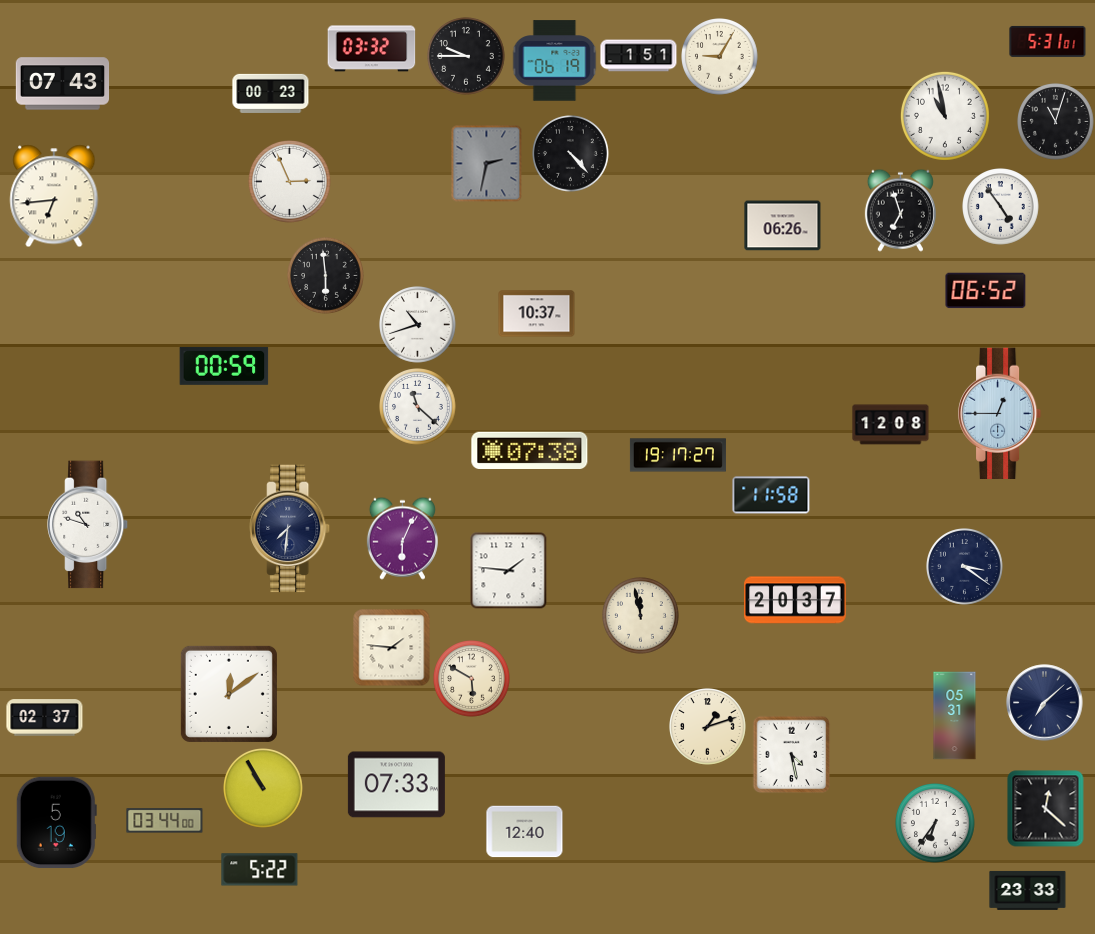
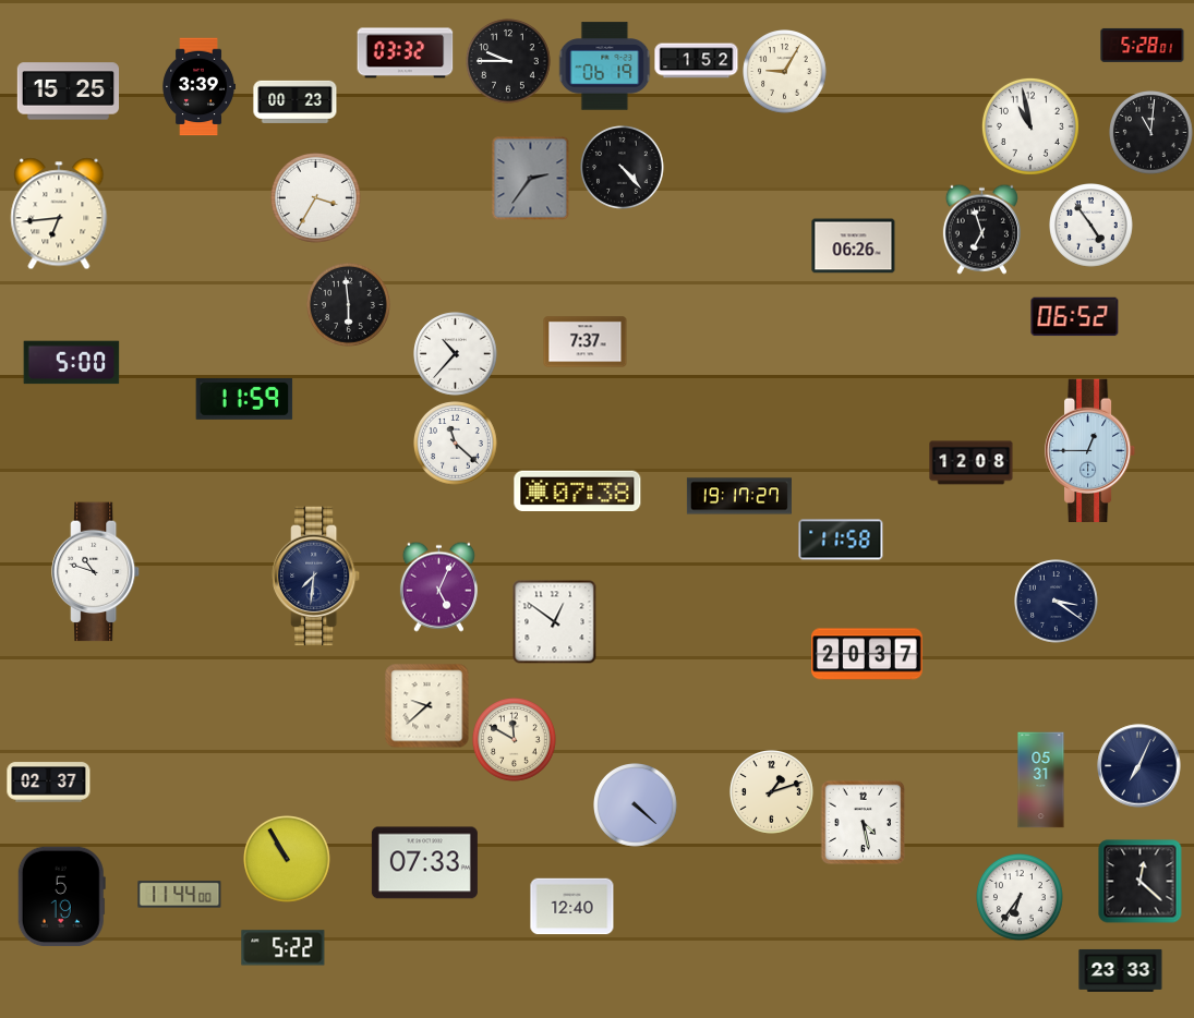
clock at (1048, 41): 5:31 -> 5:28
clock at (639, 56): 1:51 -> 1:52
clock at (720, 57) position: (720, 57) -> (785, 72)
clock at (198, 87): none -> 3:39
clock at (63, 84): 07:43 -> 15:25
clock at (1056, 122): 11:03 -> 11:01
clock at (487, 163): 2:32 -> 2:36
clock at (289, 181): 2:56 -> 3:35
clock at (326, 276) position: (326, 276) -> (349, 305)
clock at (537, 314): 10:37 -> 7:37
clock at (418, 325): 10:42 -> 10:37
clock at (72, 363): none -> 5:00
clock at (224, 366): 00:59 -> 11:59
clock at (402, 538): 6:04 -> 5:04
clock at (965, 567) position: (965, 567) -> (1057, 602)
clock at (508, 570): 1:46 -> 12:51
clock at (641, 616): 11:58 -> none
clock at (392, 648): 1:46 -> 9:38
clock at (472, 679): 5:50 -> 11:50
clock at (229, 694): 12:09 -> none
clock at (1045, 703): 7:08 -> 7:04
clock at (636, 805): none -> 4:22
clock at (396, 785) position: (396, 785) -> (424, 863)
clock at (165, 821): 03:44 -> 11:44
